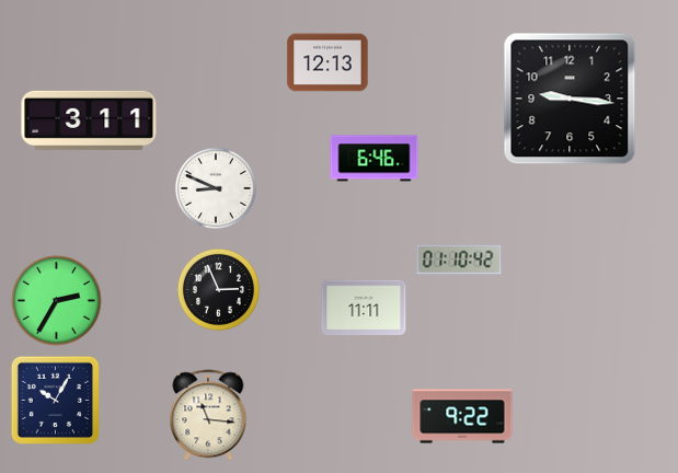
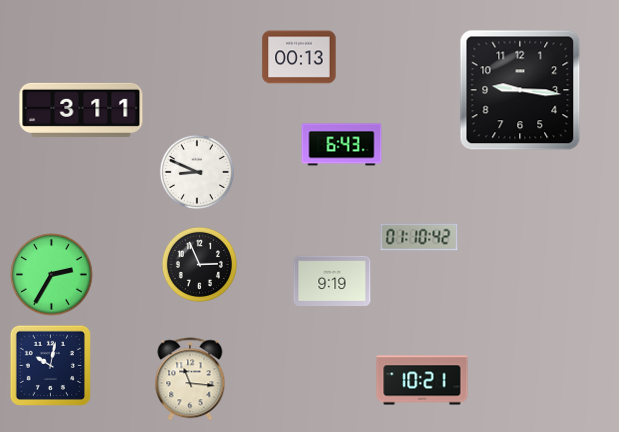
clock at (327, 62): 12:13 -> 00:13
clock at (375, 159): 6:46 -> 6:43
clock at (364, 307): 11:11 -> 9:19
clock at (55, 400): 10:05 -> 10:02
clock at (462, 416): 9:22 -> 10:21
